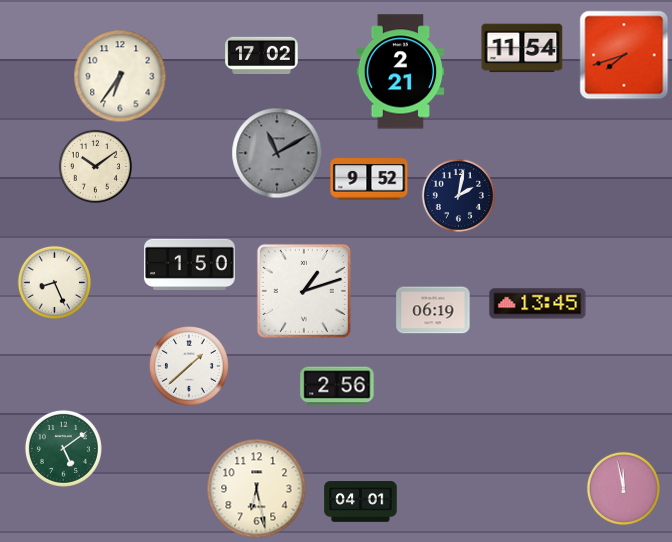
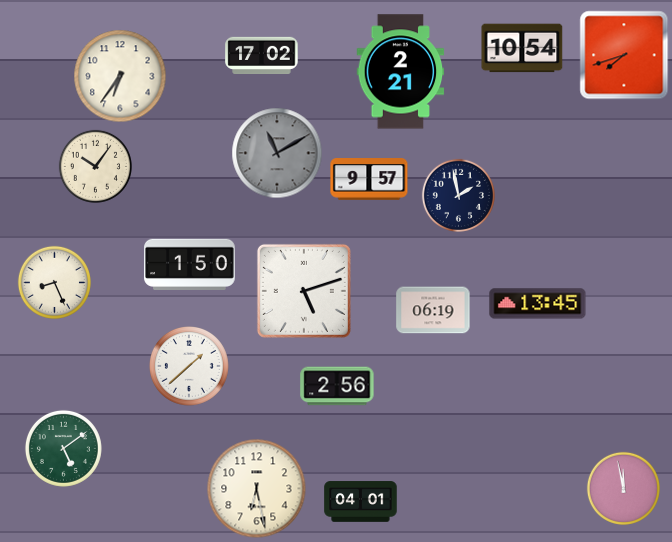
clock at (522, 48): 11:54 -> 10:54
clock at (95, 166): 10:09 -> 10:06
clock at (369, 179): 9:52 -> 9:57
clock at (458, 195): 2:02 -> 1:58
clock at (304, 291): 1:12 -> 5:12
